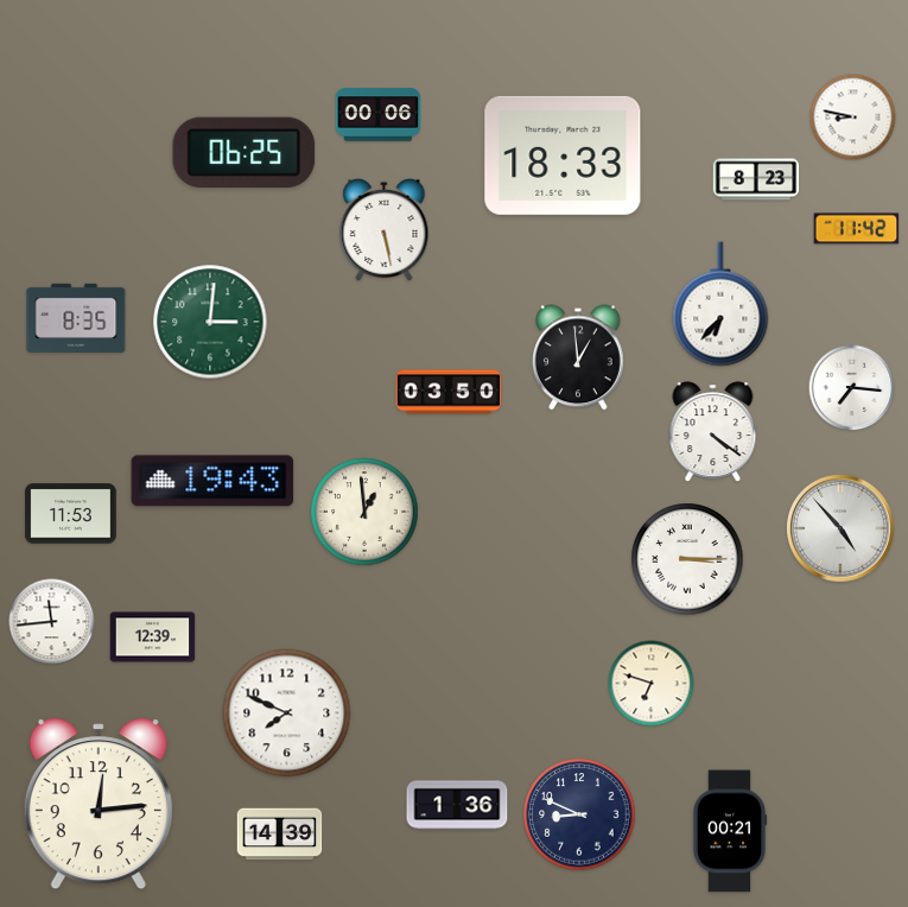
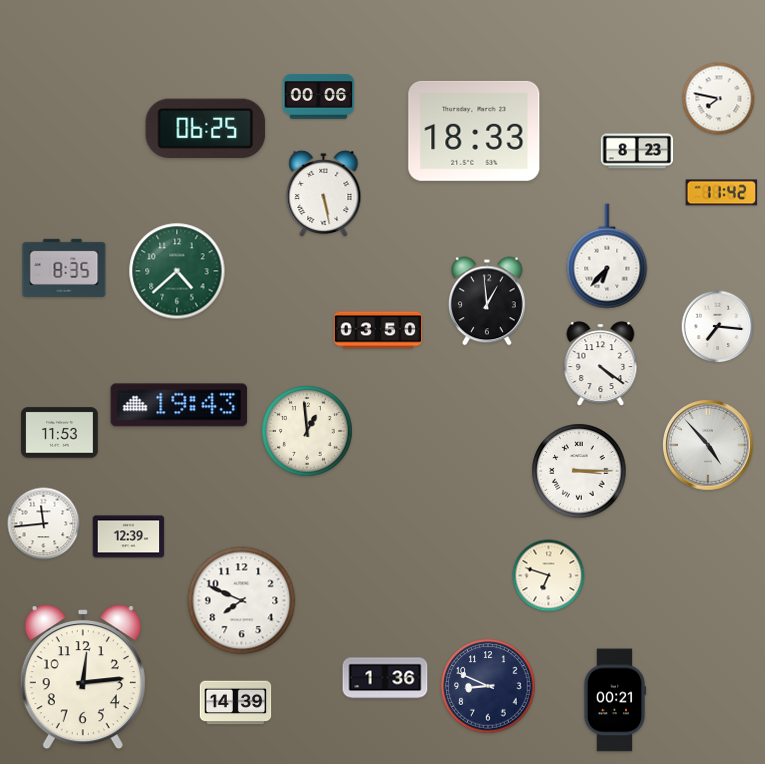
clock at (853, 118): 8:47 -> 7:47
clock at (210, 322): 3:01 -> 4:38
